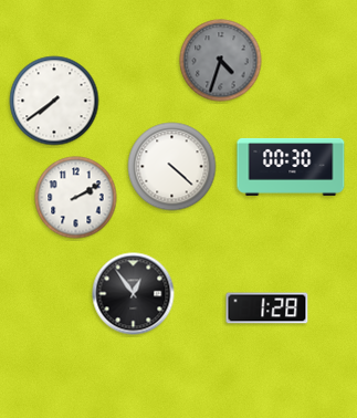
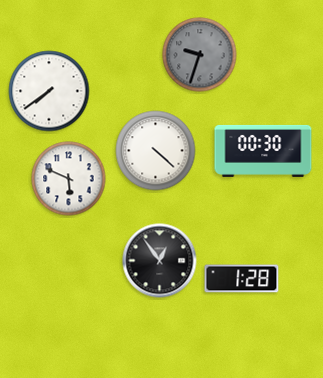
clock at (221, 61): 4:33 -> 9:33
clock at (76, 198): 2:10 -> 5:49
clock at (134, 294) position: (134, 294) -> (160, 261)
